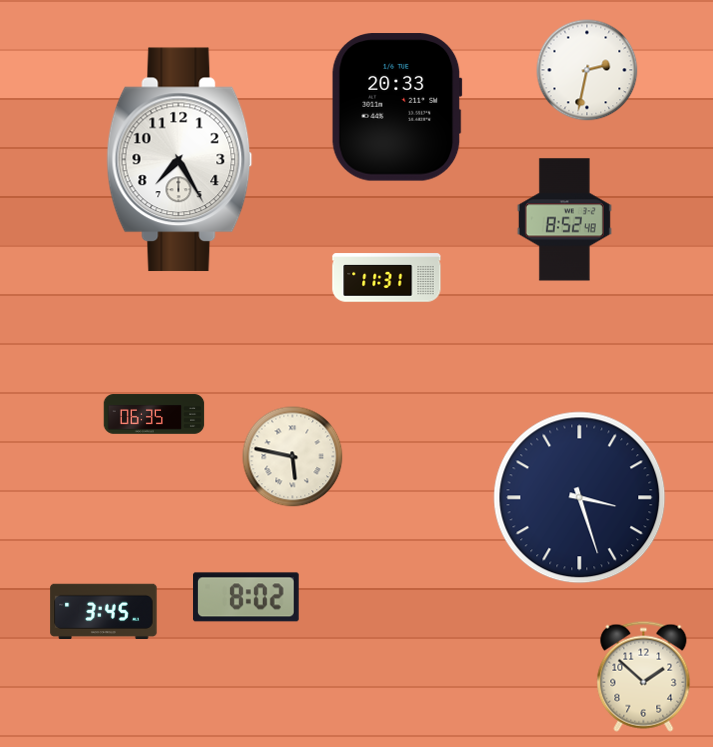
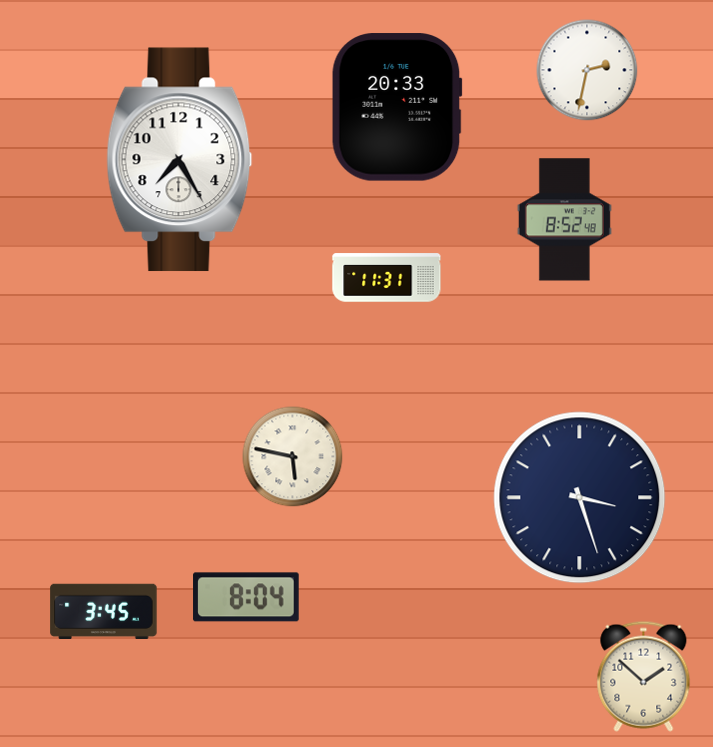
clock at (154, 414): 06:35 -> none
clock at (246, 597): 8:02 -> 8:04
